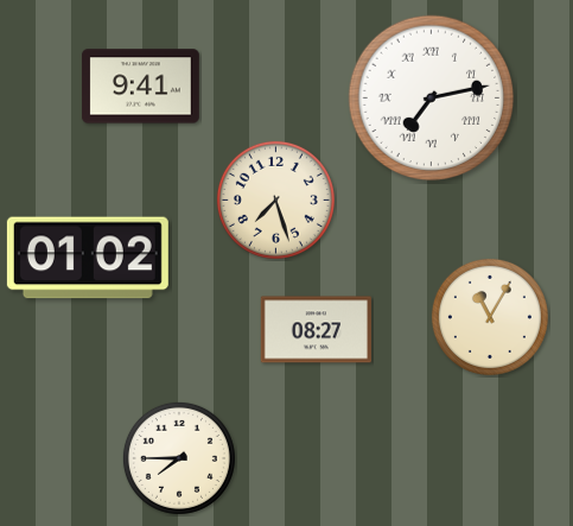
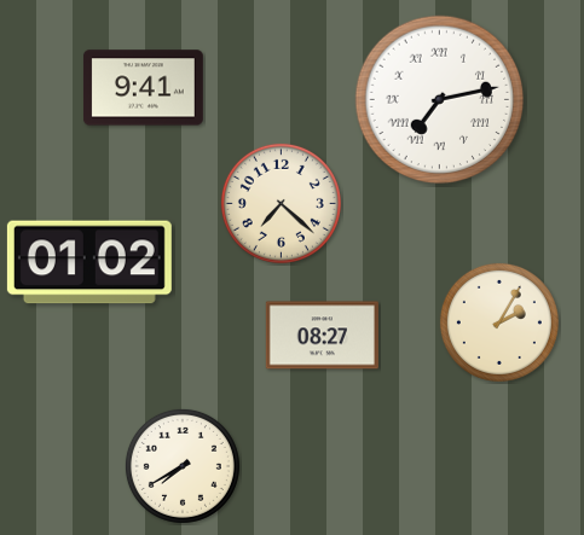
clock at (275, 199): 7:27 -> 7:22
clock at (490, 317): 11:05 -> 2:05
clock at (179, 458): 7:45 -> 7:40
